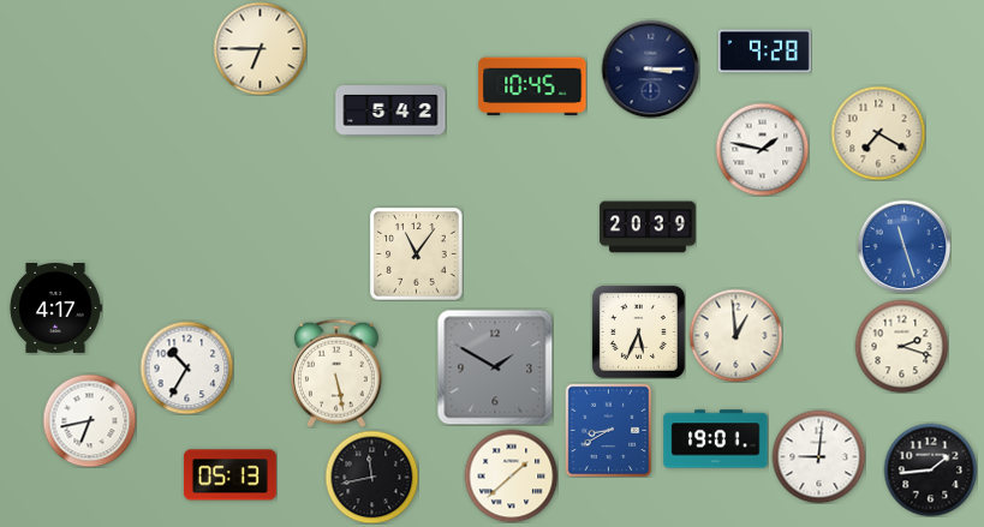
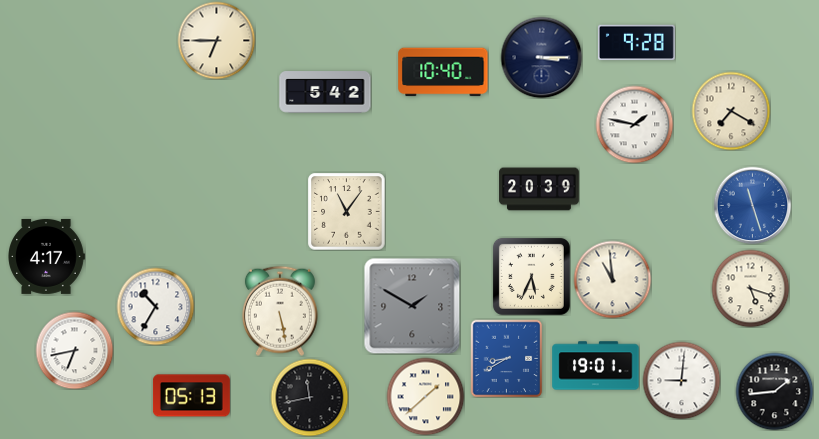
clock at (532, 86): 10:45 -> 10:40
clock at (735, 335): 12:59 -> 10:59
clock at (901, 346): 2:18 -> 5:18
